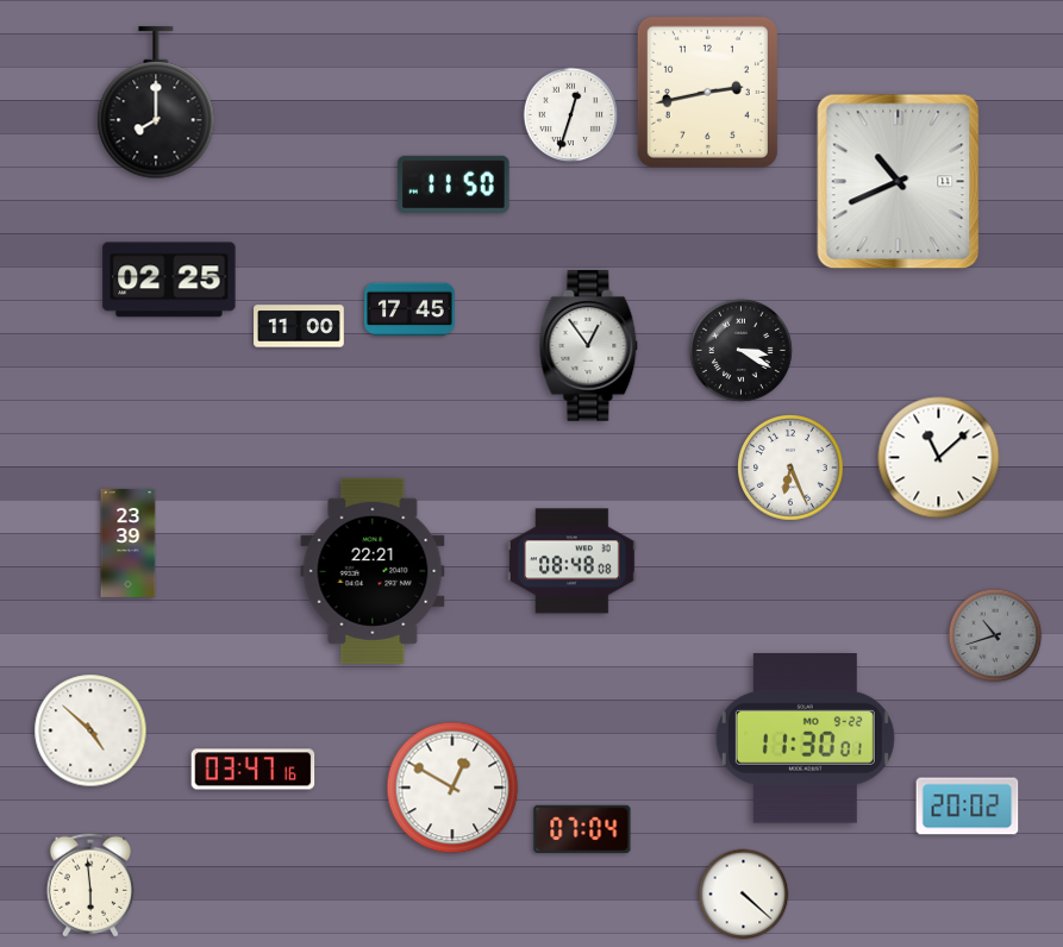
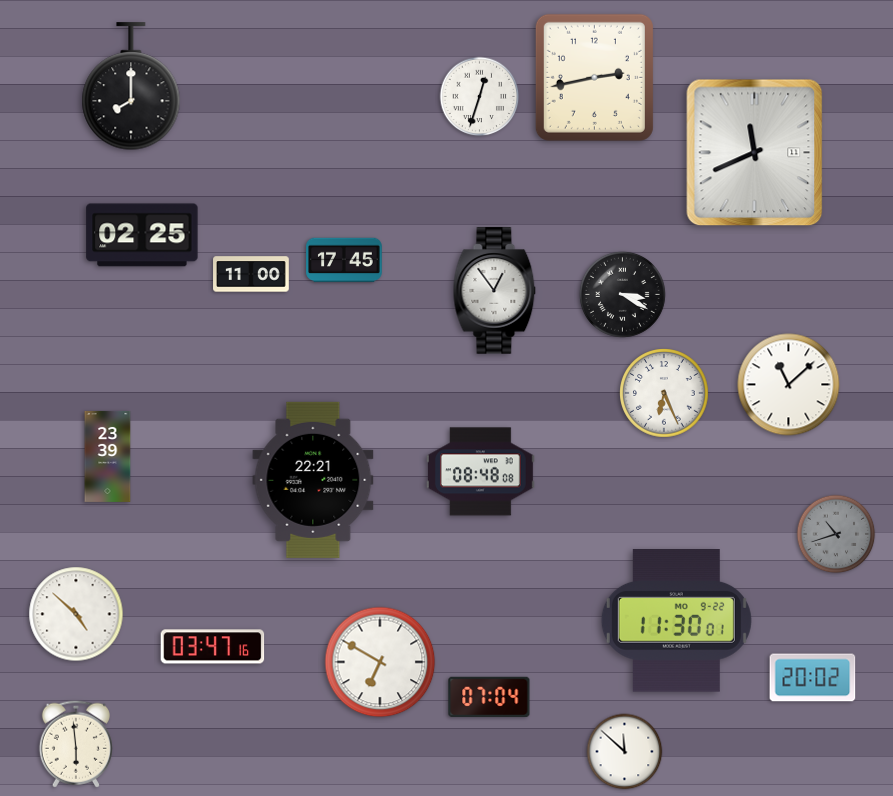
clock at (899, 182): 10:41 -> 11:41
clock at (454, 184): 11:50 -> none
clock at (452, 788): 12:50 -> 6:50
clock at (744, 895): 4:22 -> 11:52
